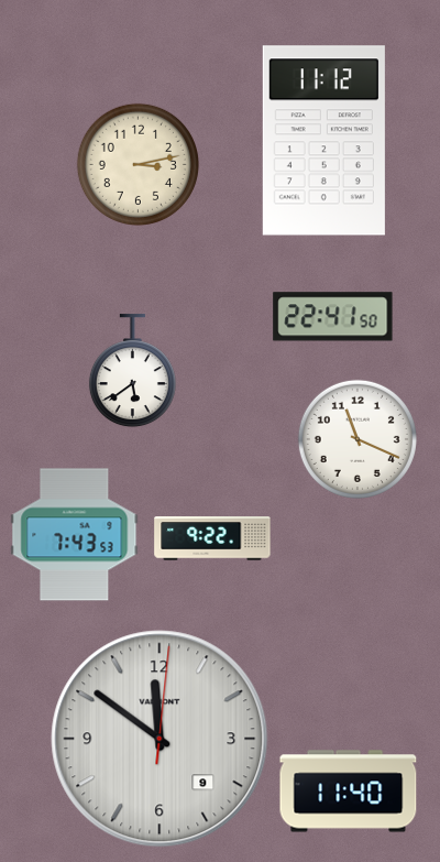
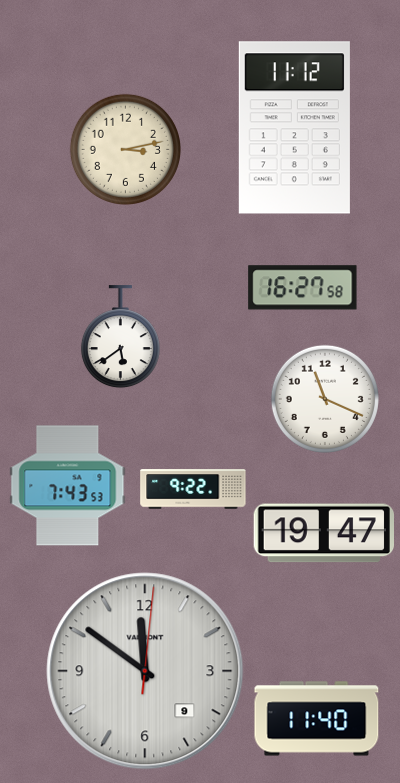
clock at (333, 317): 22:41 -> 16:27
clock at (323, 533): none -> 19:47
